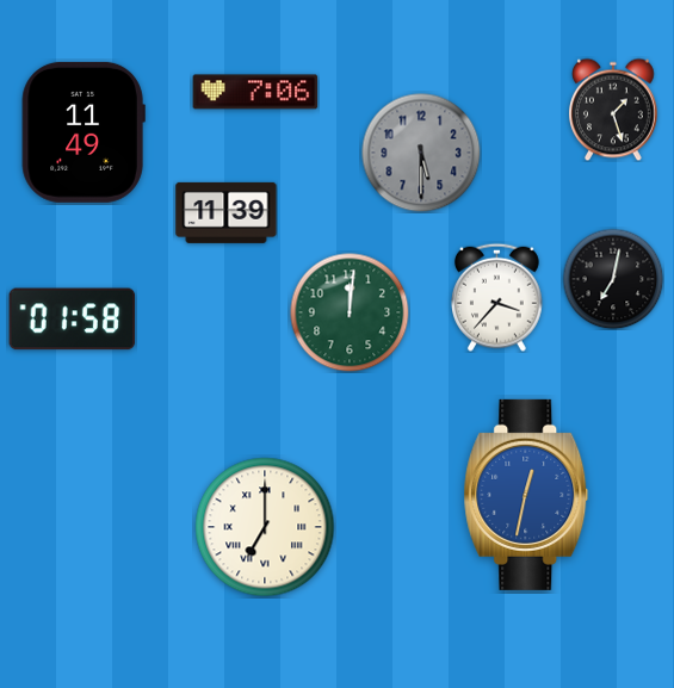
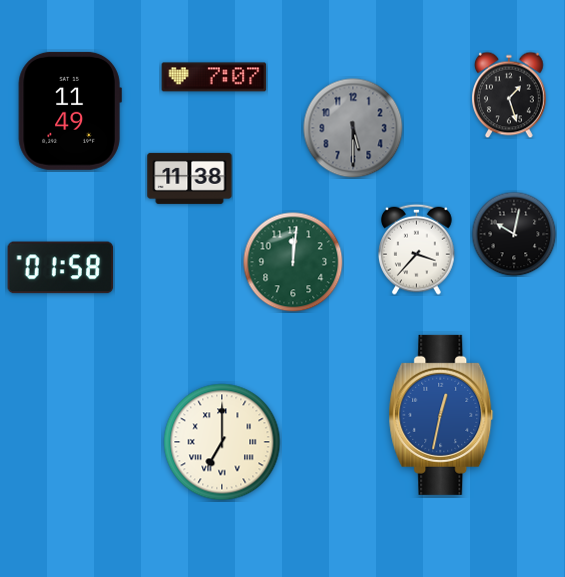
clock at (255, 92): 7:06 -> 7:07
clock at (614, 110) position: (614, 110) -> (510, 95)
clock at (227, 212): 11:39 -> 11:38
clock at (613, 279): 7:02 -> 10:02
